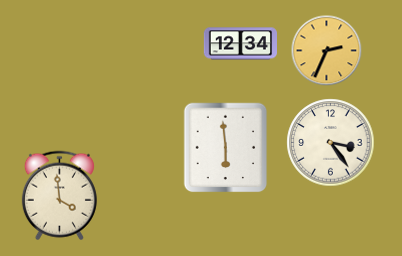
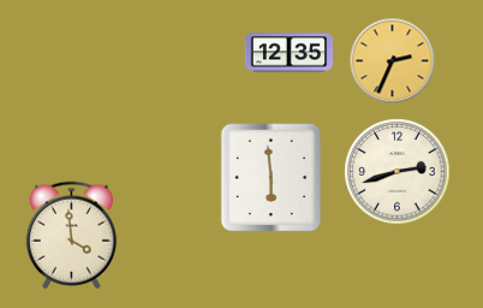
clock at (240, 44): 12:34 -> 12:35
clock at (331, 143): 3:24 -> 2:42
